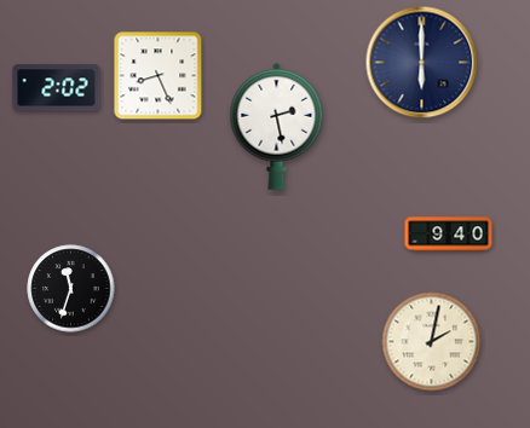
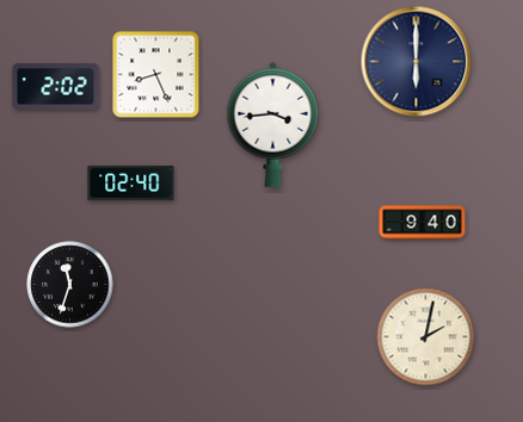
clock at (277, 126): 2:28 -> 3:44
clock at (131, 182): none -> 02:40
clock at (449, 235) position: (449, 235) -> (423, 223)
